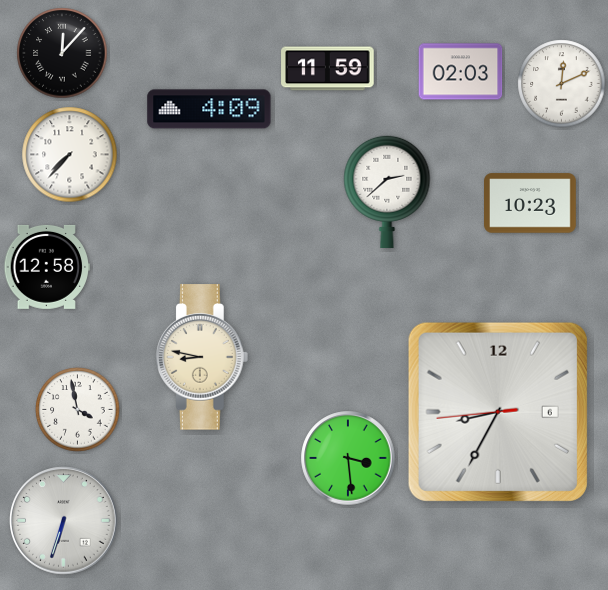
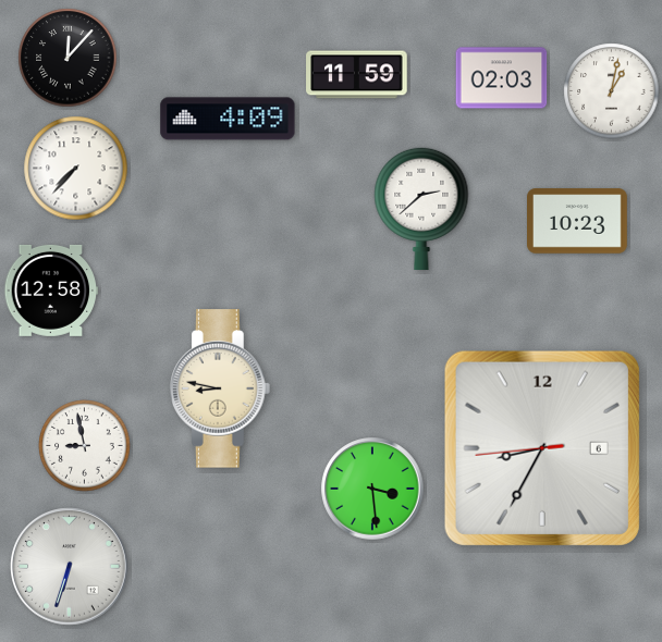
clock at (562, 84): 12:11 -> 1:02
clock at (78, 410): 3:58 -> 8:58
clock at (348, 458) position: (348, 458) -> (372, 489)
